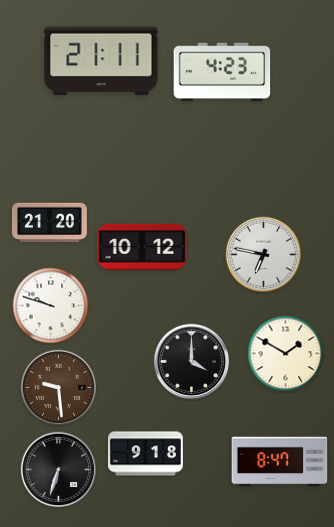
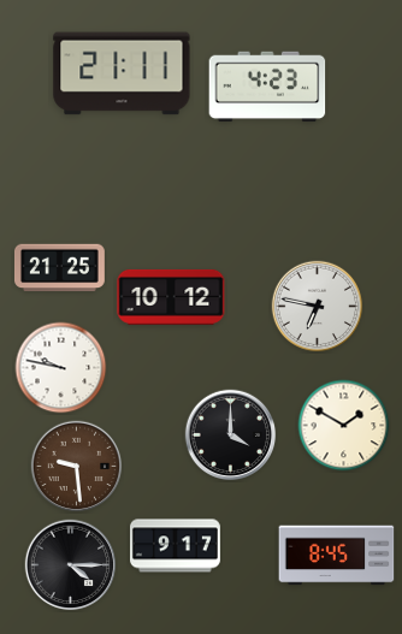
clock at (49, 223): 21:20 -> 21:25
clock at (51, 306): 9:48 -> 9:47
clock at (59, 388) position: (59, 388) -> (77, 467)
clock at (146, 454): 9:18 -> 9:17
clock at (280, 462): 8:47 -> 8:45
clock at (59, 470): 6:33 -> 4:15
